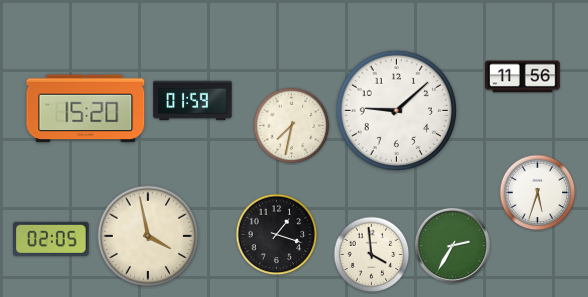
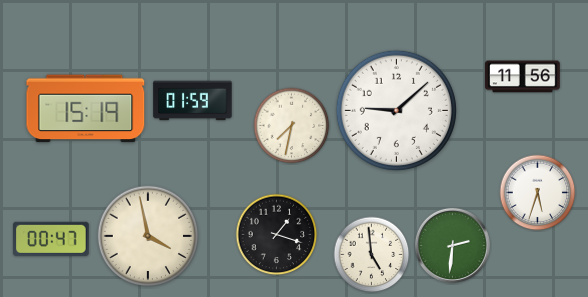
clock at (86, 109): 15:20 -> 15:19
clock at (52, 239): 02:05 -> 00:47
clock at (452, 245): 2:35 -> 2:31
clock at (372, 255): 3:59 -> 4:59
